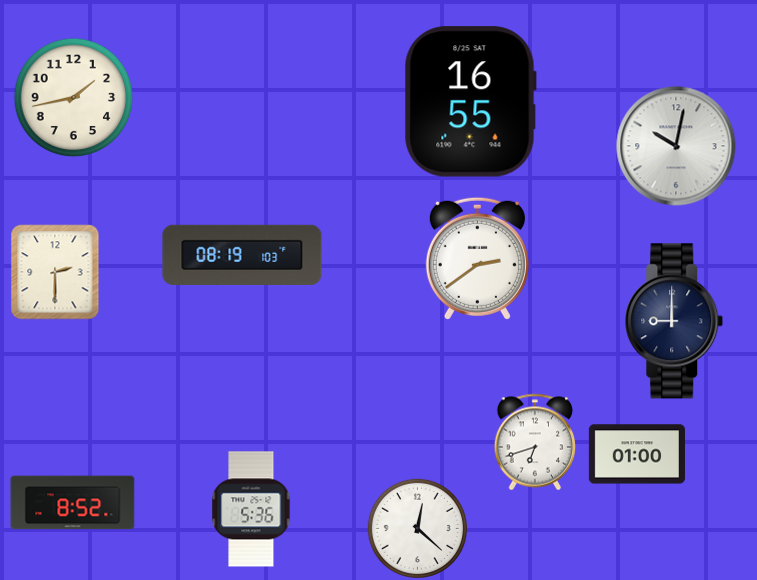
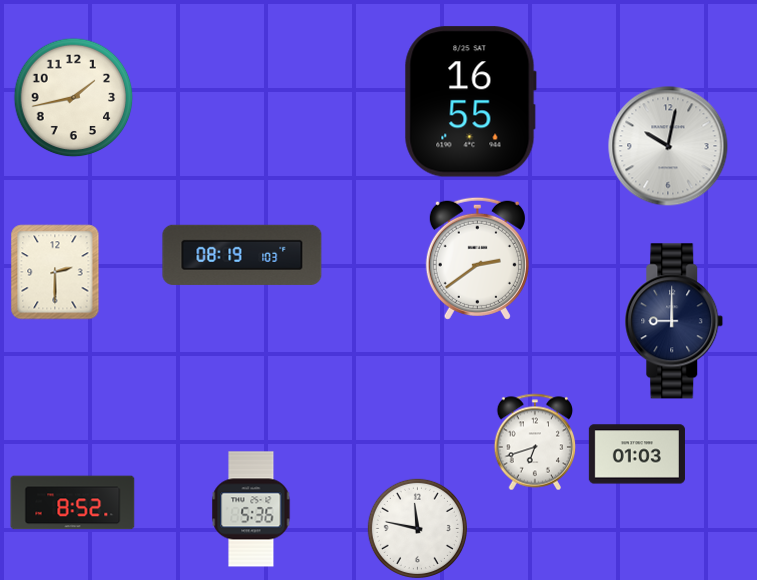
clock at (676, 146) position: (676, 146) -> (668, 146)
clock at (637, 454): 01:00 -> 01:03
clock at (417, 528): 12:22 -> 11:47
